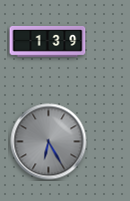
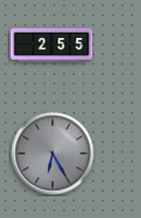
clock at (48, 41): 1:39 -> 2:55
